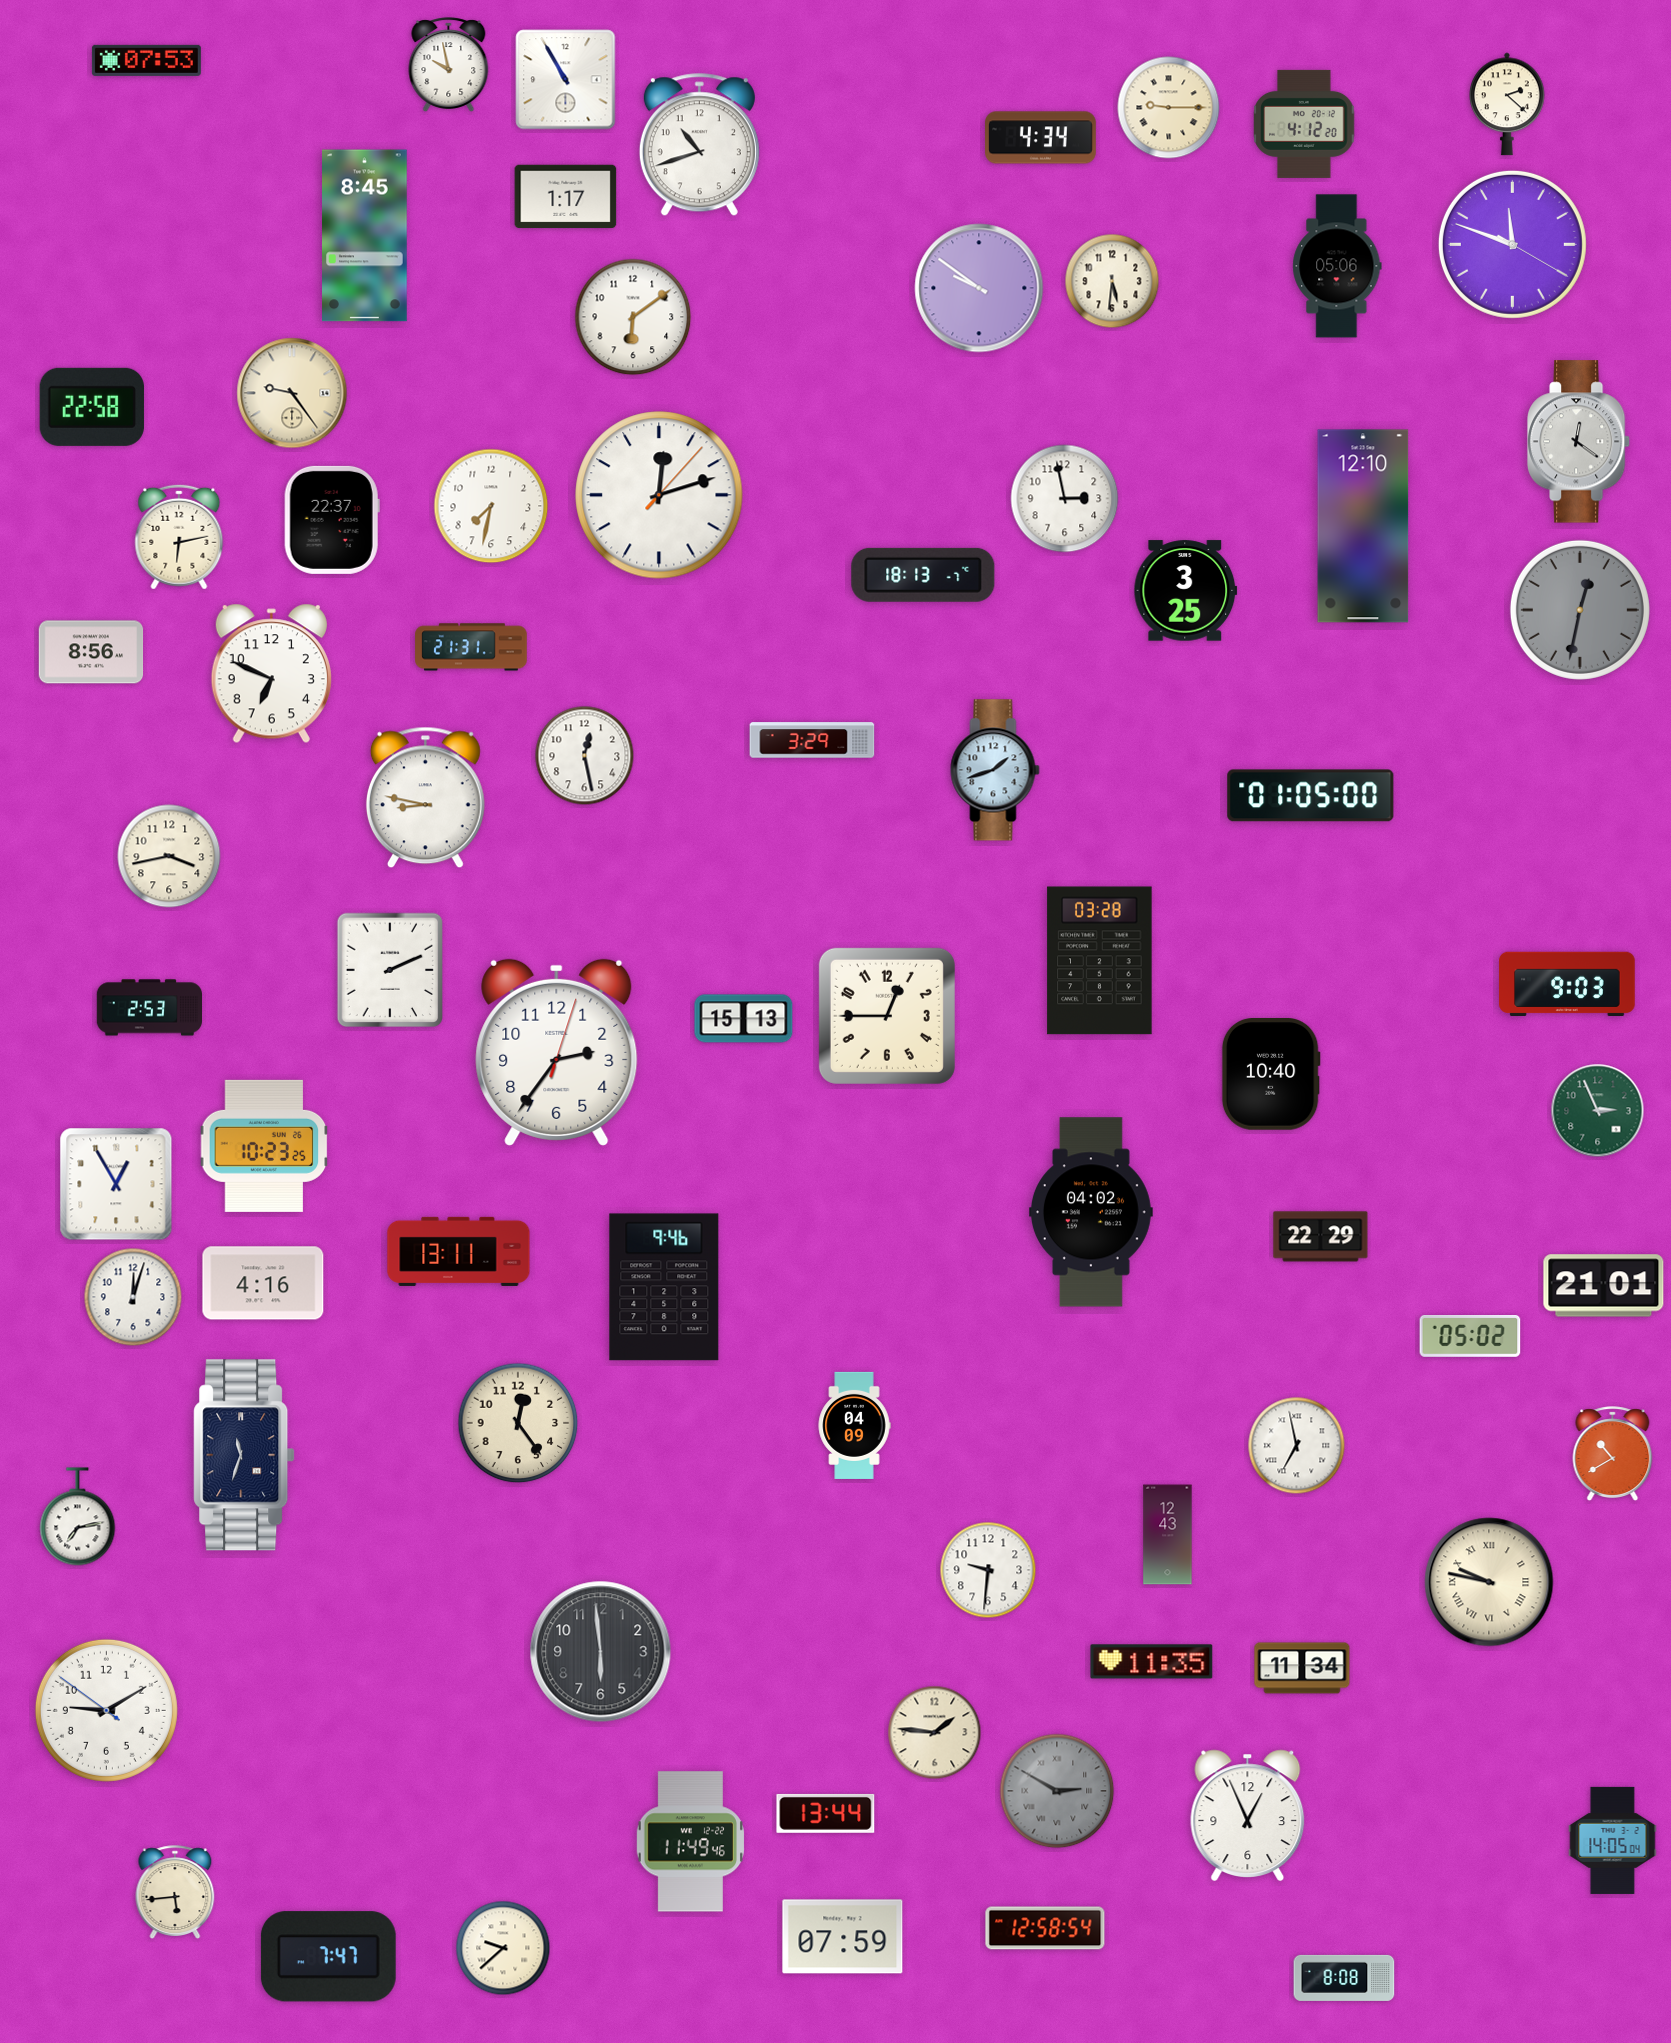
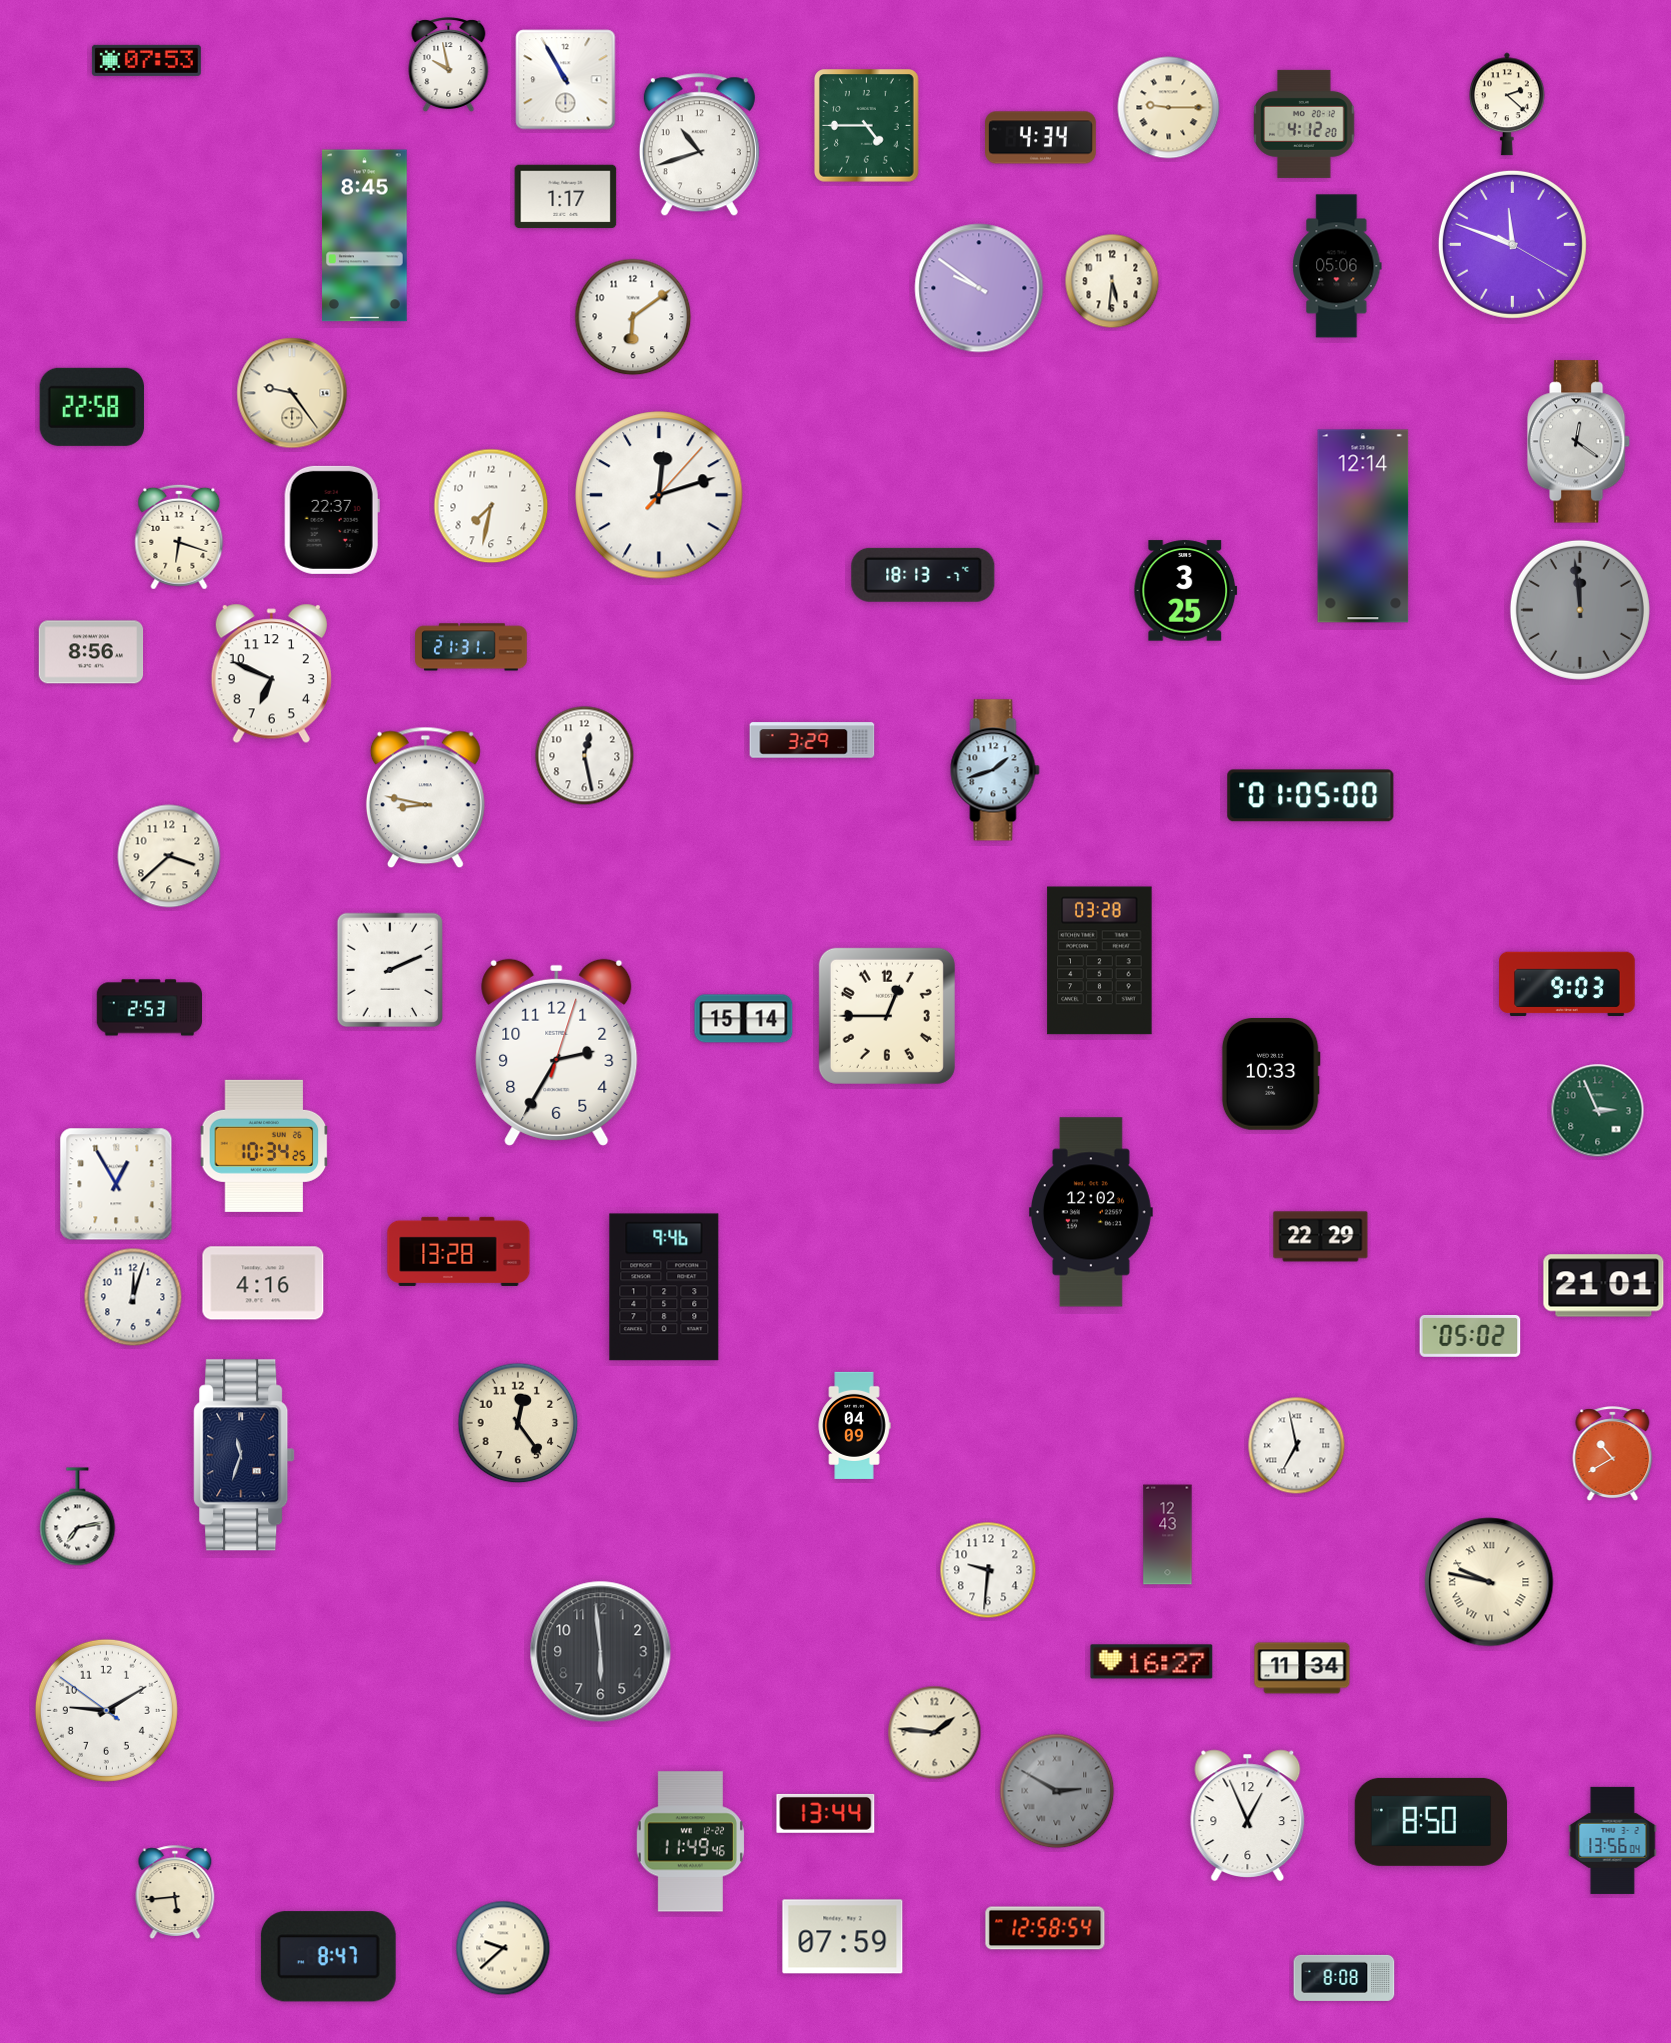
clock at (867, 126): none -> 4:45
clock at (1065, 499): 2:58 -> none
clock at (1363, 526): 12:10 -> 12:14
clock at (179, 537): 6:13 -> 6:18
clock at (1580, 610): 12:32 -> 11:59
clock at (169, 856): 3:43 -> 3:38
clock at (744, 1019): 15:13 -> 15:14
clock at (557, 1052): 2:36 -> 2:35
clock at (1271, 1075): 10:40 -> 10:33
clock at (264, 1146): 10:23 -> 10:34
clock at (1091, 1212): 04:02 -> 12:02
clock at (459, 1251): 13:11 -> 13:28
clock at (1152, 1662): 11:35 -> 16:27
clock at (1431, 1822): none -> 8:50
clock at (1613, 1840): 14:05 -> 13:56
clock at (328, 1957): 7:47 -> 8:47
